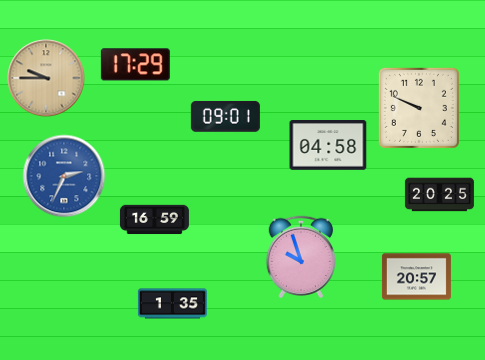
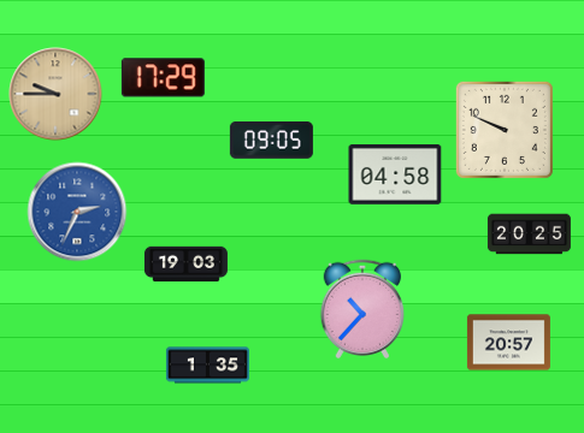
clock at (225, 117): 09:01 -> 09:05
clock at (154, 220): 16:59 -> 19:03
clock at (300, 256): 9:57 -> 10:37
clock at (416, 277) position: (416, 277) -> (508, 343)
